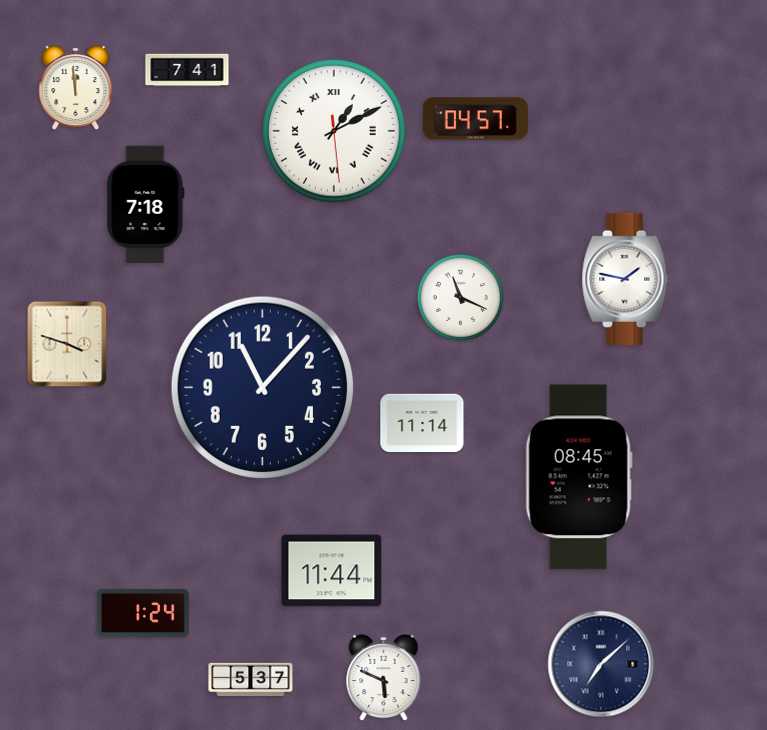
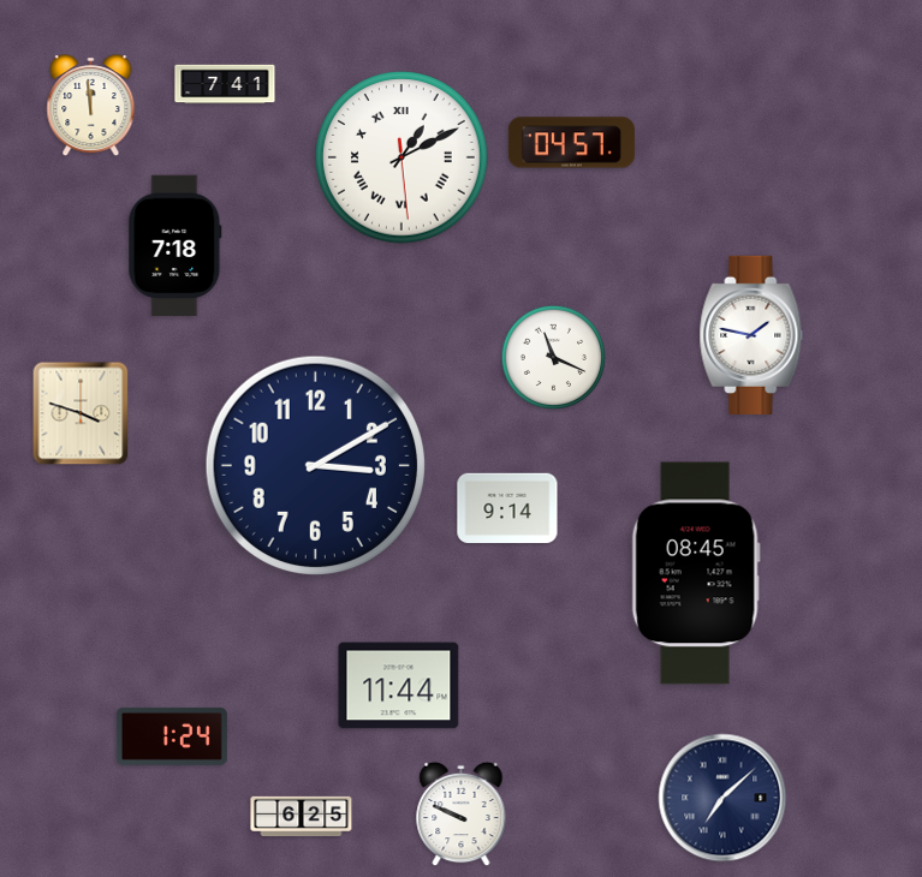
clock at (263, 388): 11:07 -> 3:10
clock at (422, 422): 11:14 -> 9:14
clock at (384, 678): 5:49 -> 9:49
clock at (251, 680): 5:37 -> 6:25
